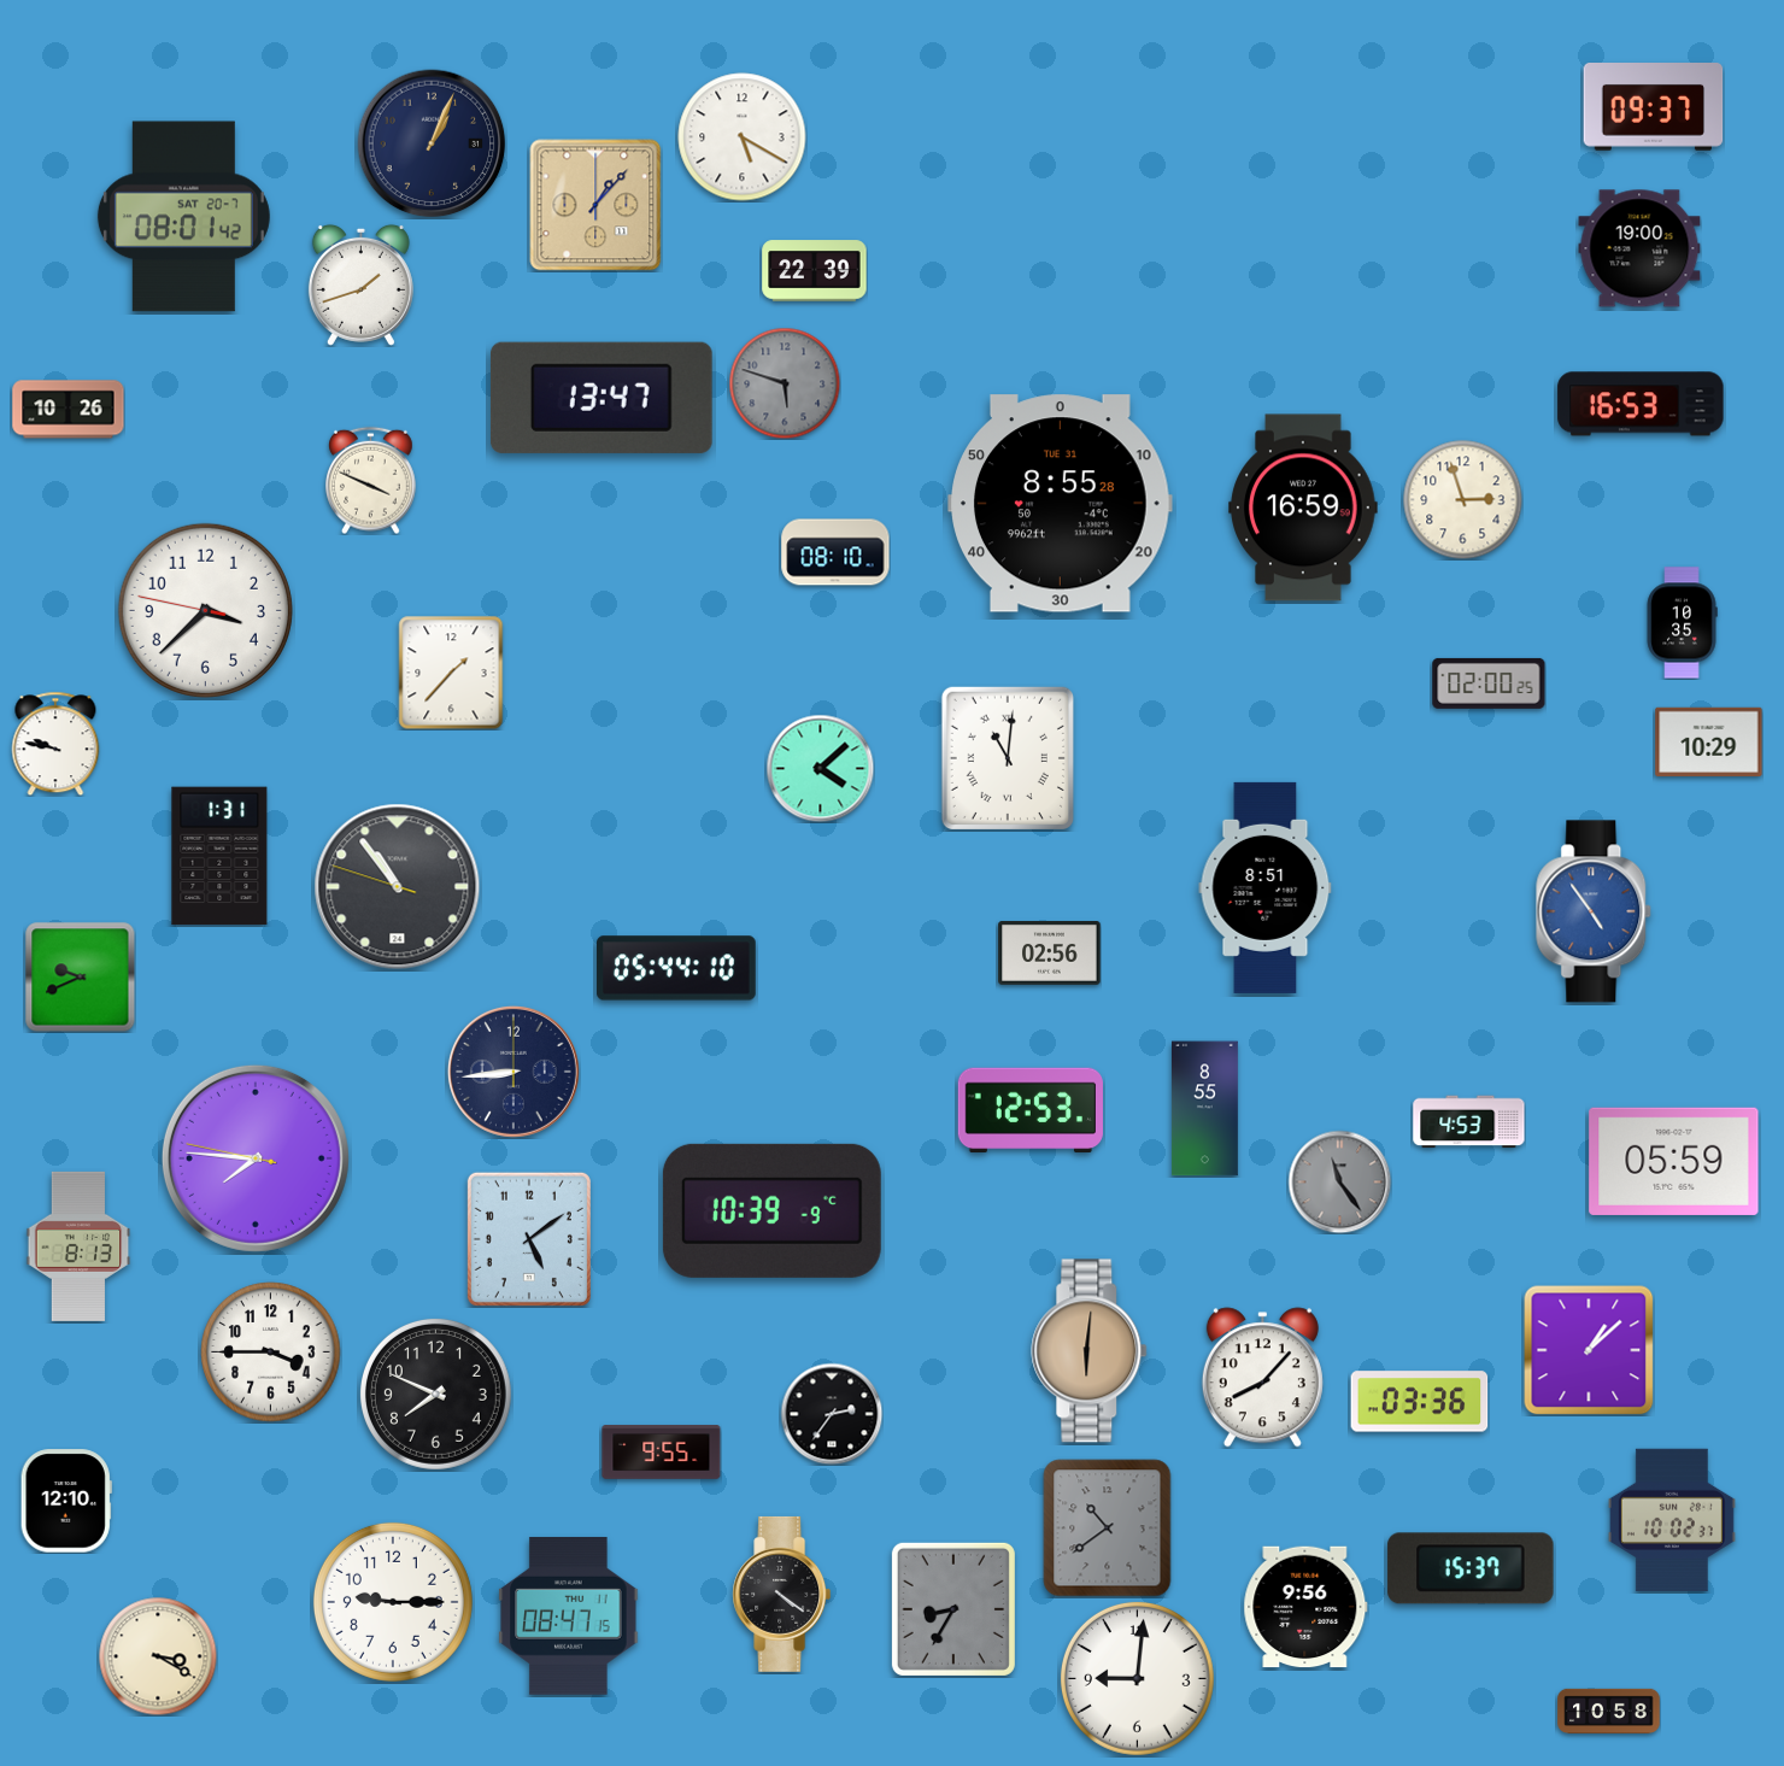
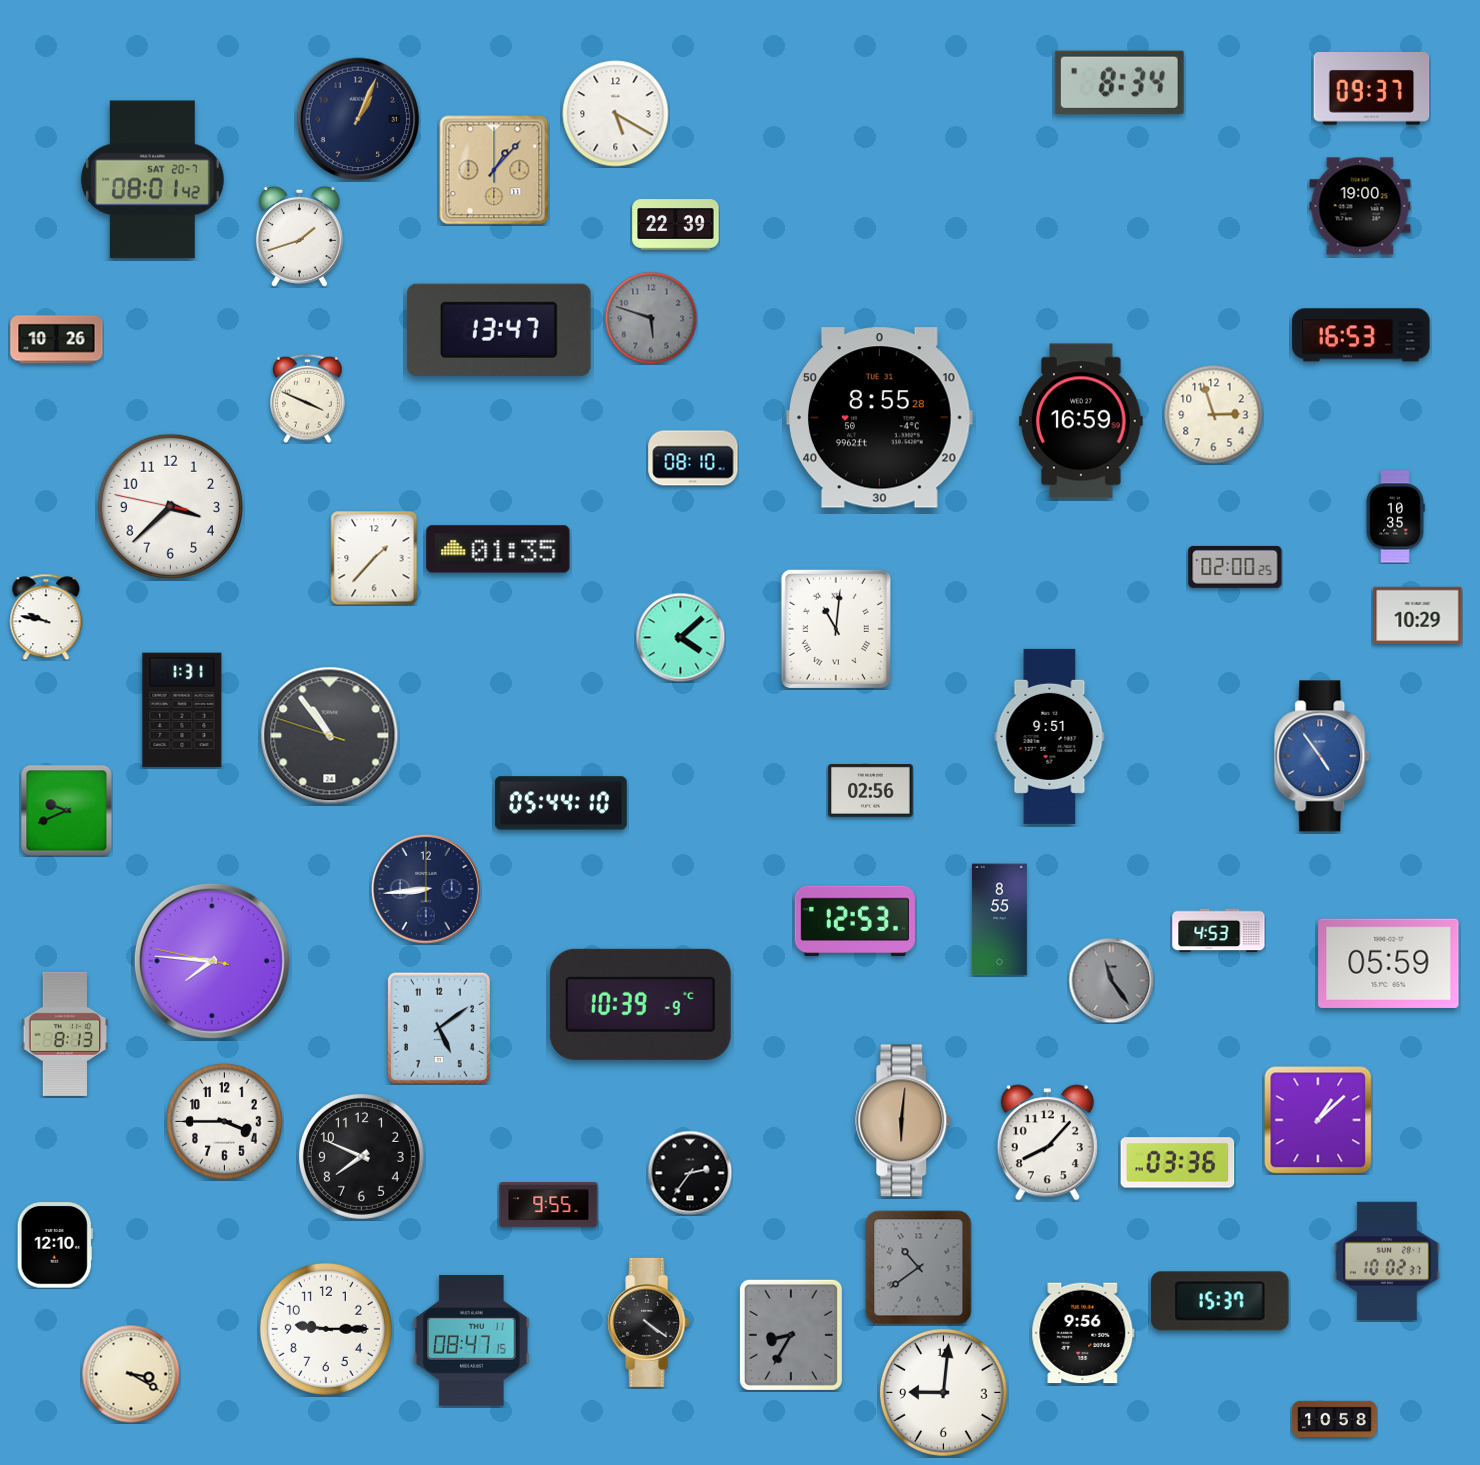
clock at (1119, 82): none -> 8:34
clock at (498, 549): none -> 01:35
clock at (1266, 887): 8:51 -> 9:51
